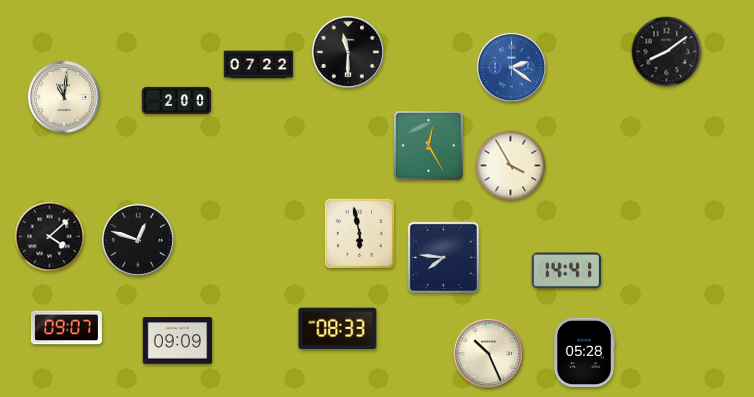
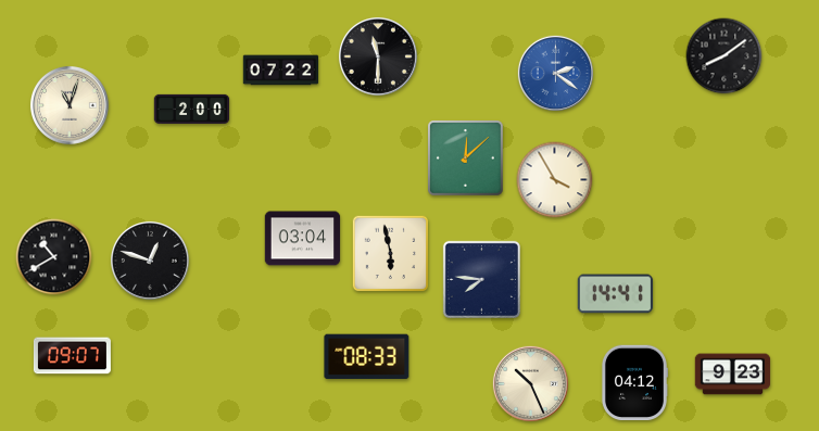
clock at (64, 97): 11:01 -> 11:03
clock at (429, 146): 12:25 -> 12:08
clock at (303, 239): none -> 03:04
clock at (50, 237): 4:08 -> 10:40
clock at (178, 341): 09:09 -> none
clock at (733, 375): none -> 9:23
clock at (583, 353): 05:28 -> 04:12
